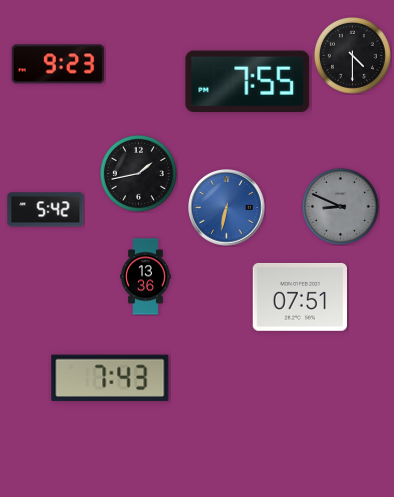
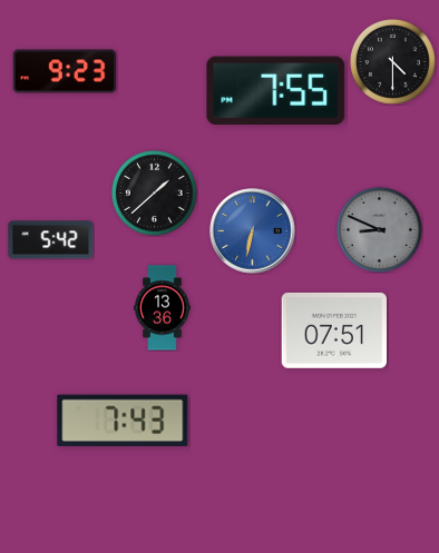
clock at (138, 173): 1:43 -> 1:38
clock at (46, 210) position: (46, 210) -> (51, 240)
